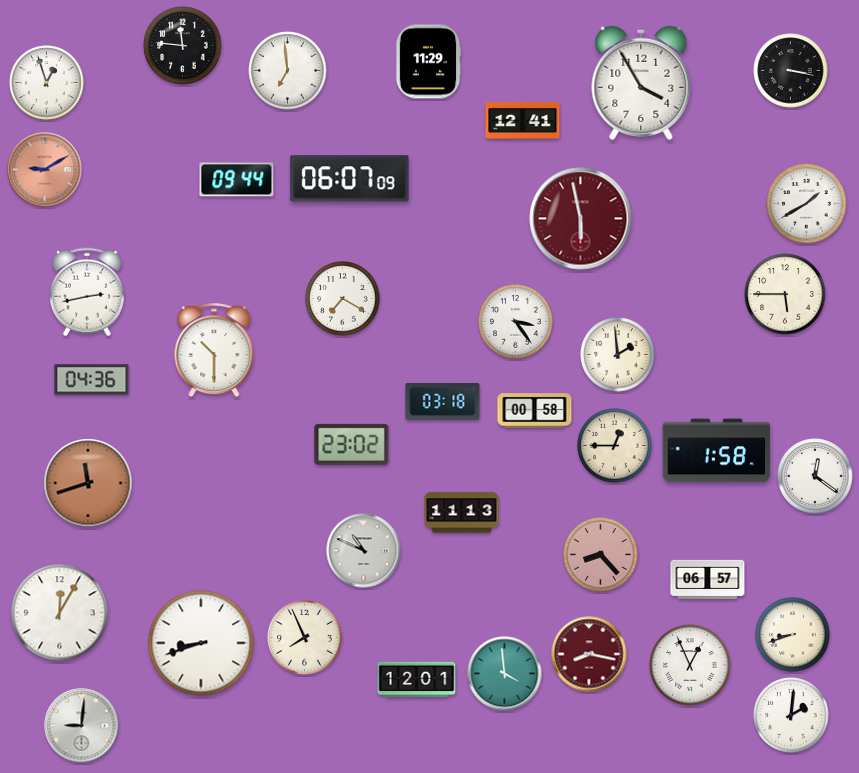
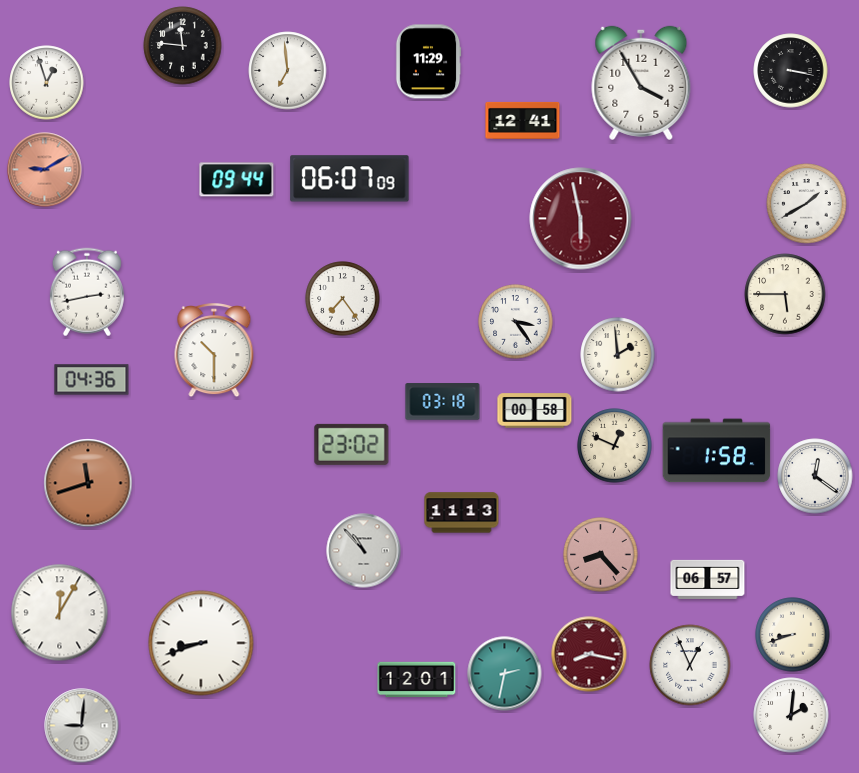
clock at (343, 299): 7:20 -> 7:24
clock at (615, 446): 12:45 -> 12:49
clock at (364, 551): 10:49 -> 10:53
clock at (305, 638): 7:56 -> none
clock at (505, 674): 3:59 -> 2:32
